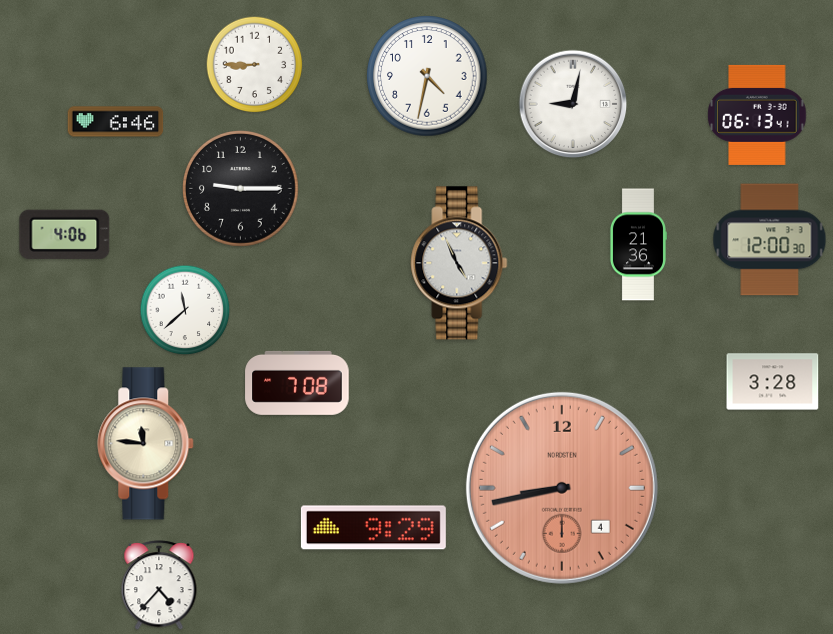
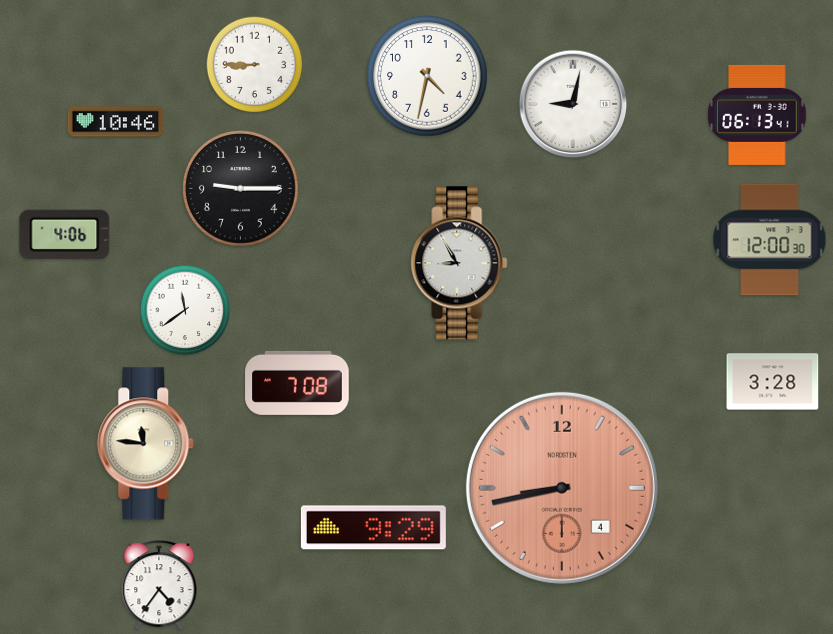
clock at (116, 122): 6:46 -> 10:46
clock at (638, 245): 21:36 -> none
clock at (459, 263): 4:56 -> 8:55
clock at (185, 310): 11:38 -> 11:39
clock at (159, 586): 4:37 -> 4:36
